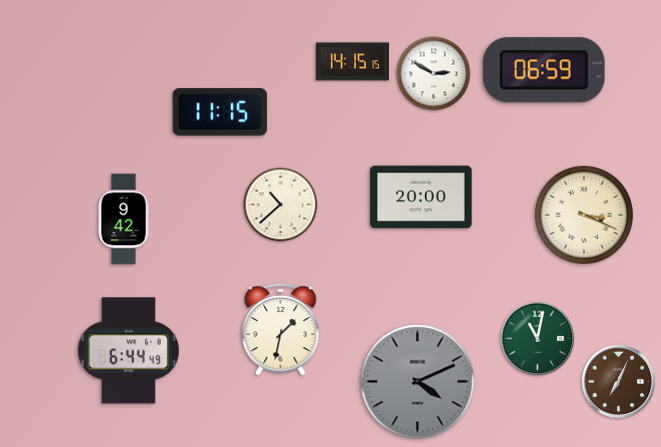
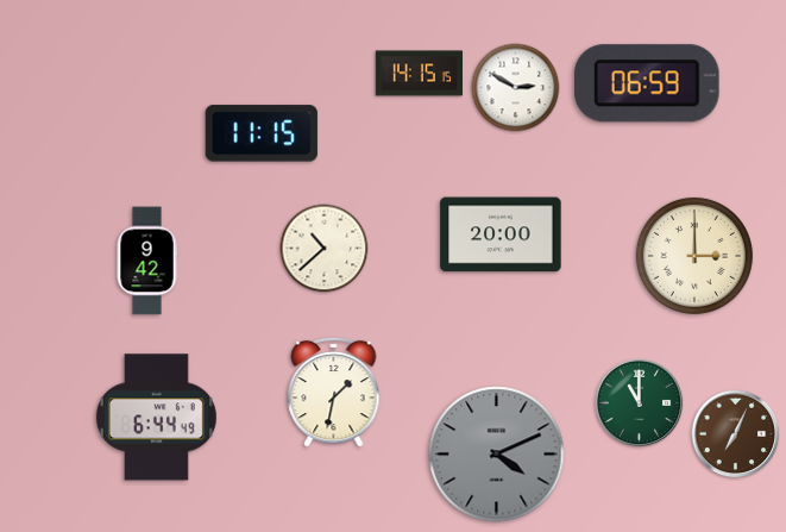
clock at (281, 205) position: (281, 205) -> (325, 249)
clock at (584, 215): 3:19 -> 3:00
clock at (538, 339): 11:02 -> 11:00
clock at (128, 351) position: (128, 351) -> (156, 418)
clock at (619, 382) position: (619, 382) -> (736, 434)
